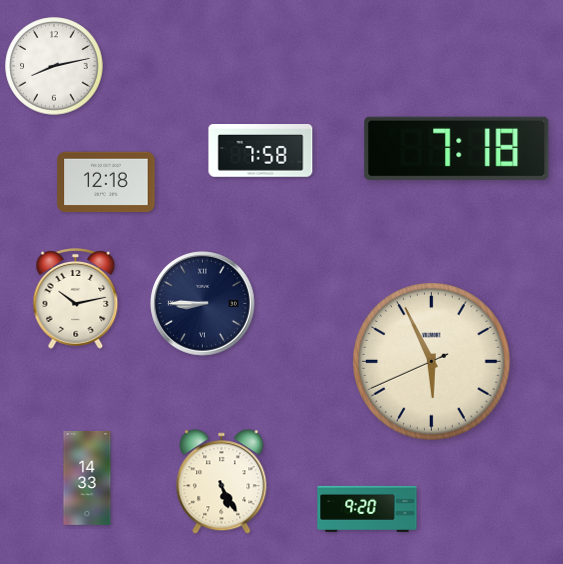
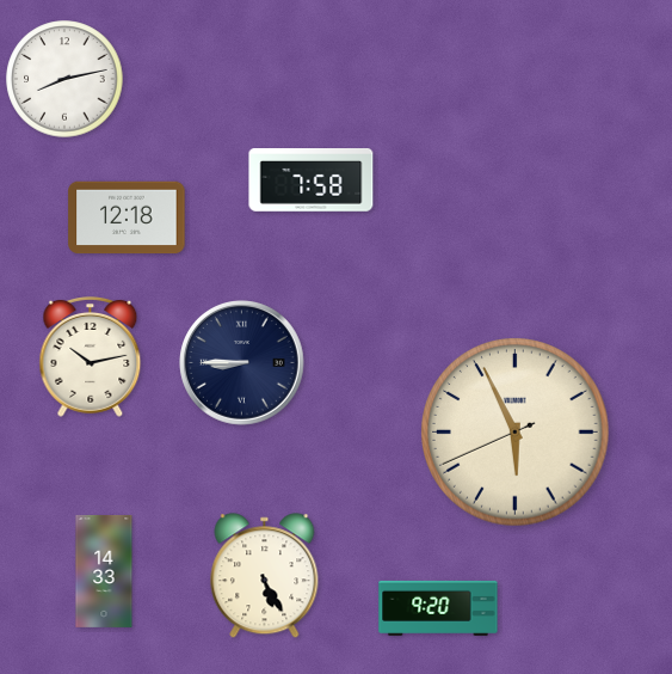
clock at (457, 148): 7:18 -> none
